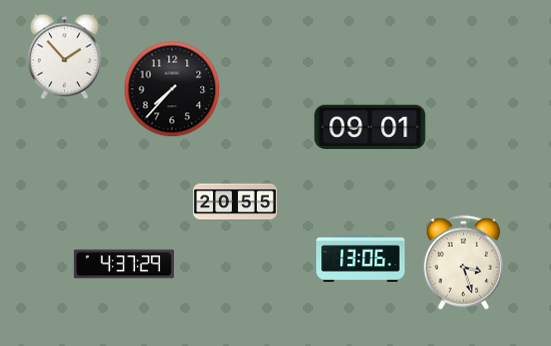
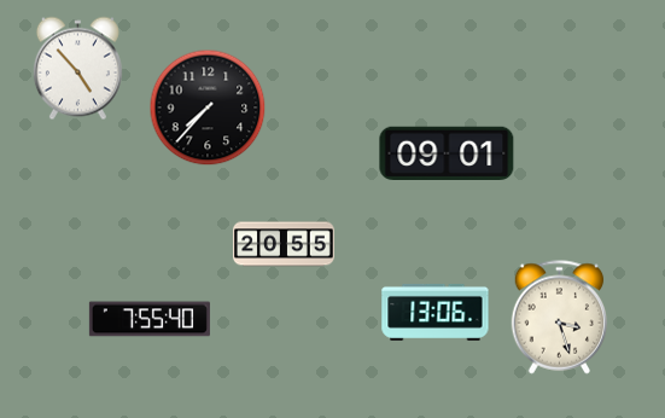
clock at (64, 57): 1:53 -> 4:53
clock at (124, 264): 4:37 -> 7:55
